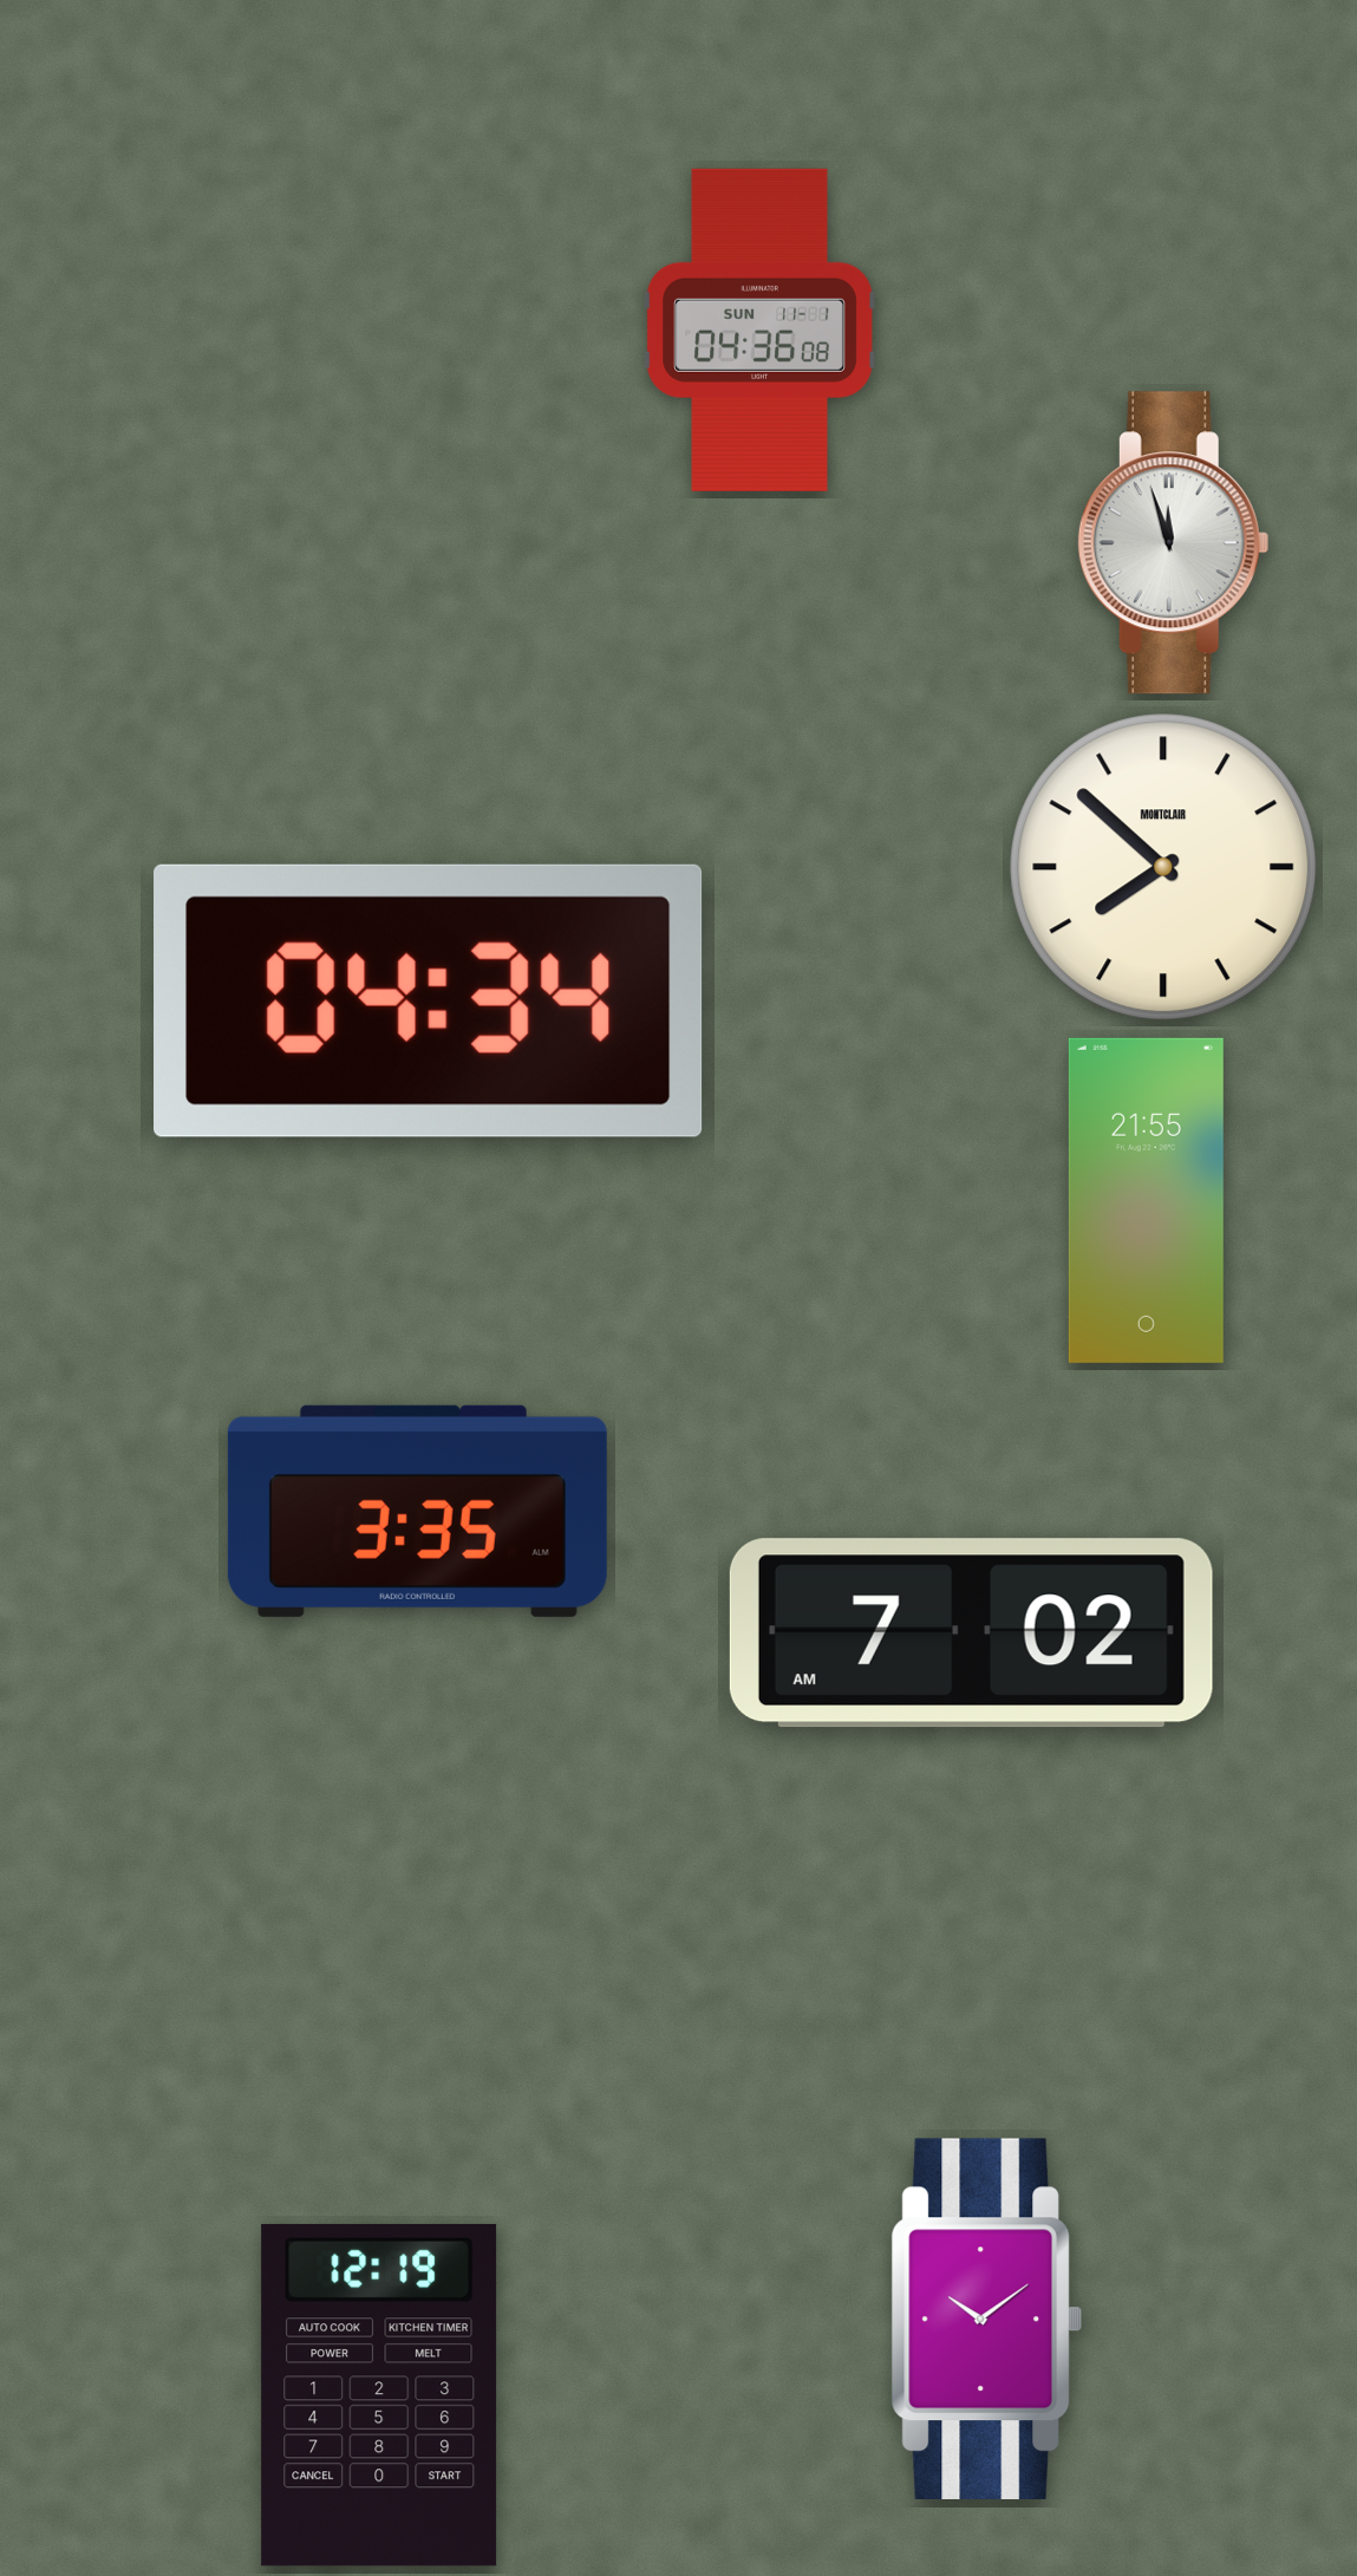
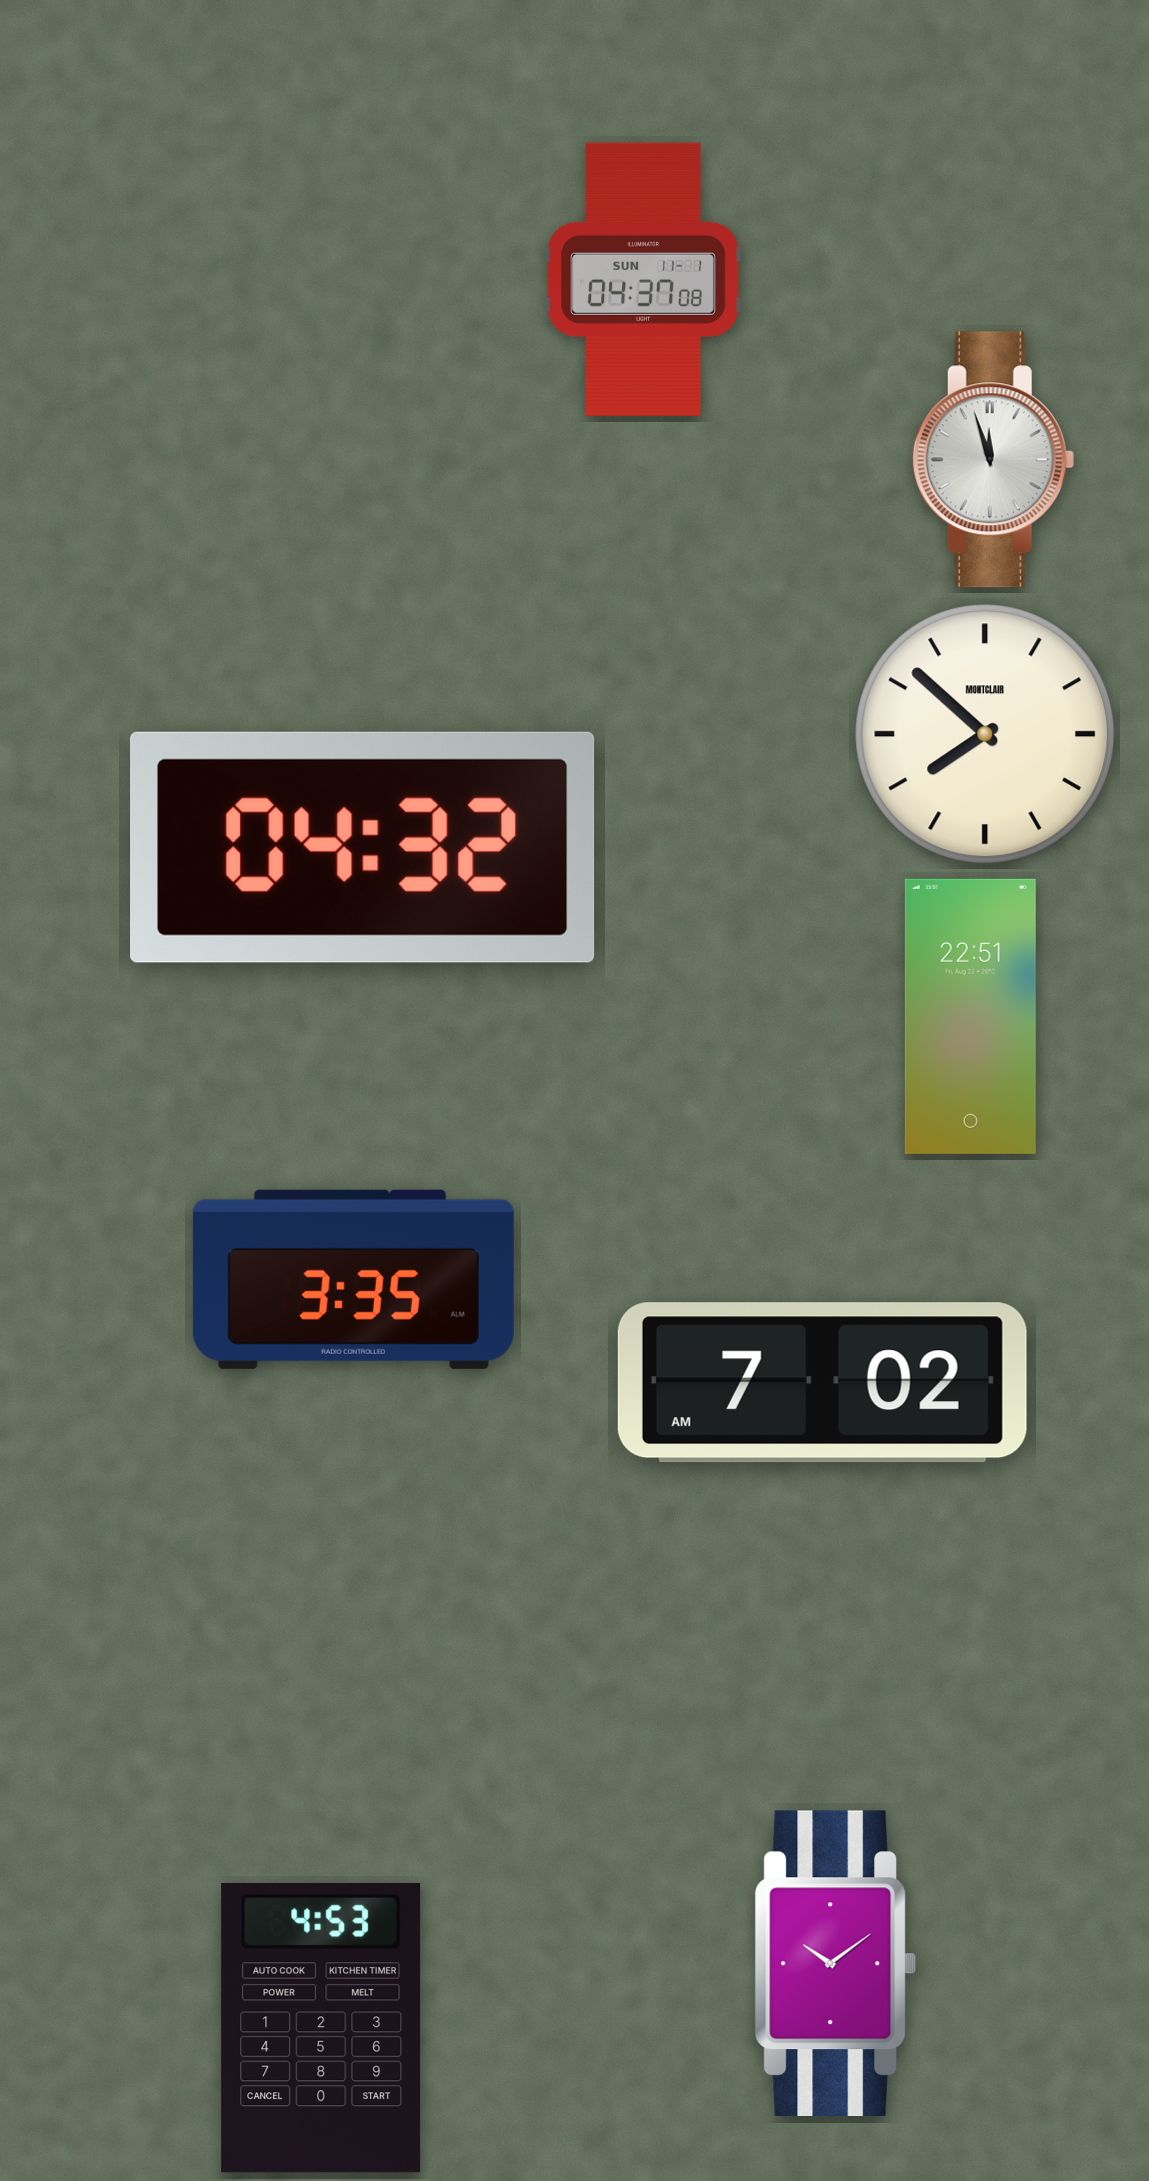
clock at (759, 330): 04:36 -> 04:37
clock at (429, 1000): 04:34 -> 04:32
clock at (1146, 1200): 21:55 -> 22:51
clock at (379, 2395): 12:19 -> 4:53
